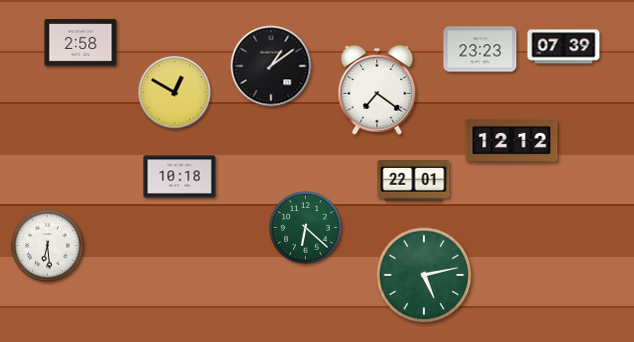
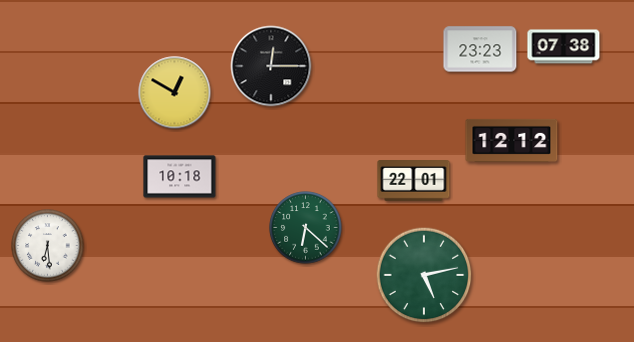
clock at (81, 43): 2:58 -> none
clock at (564, 47): 07:39 -> 07:38
clock at (271, 66): 1:09 -> 12:15
clock at (377, 90): 7:21 -> none
